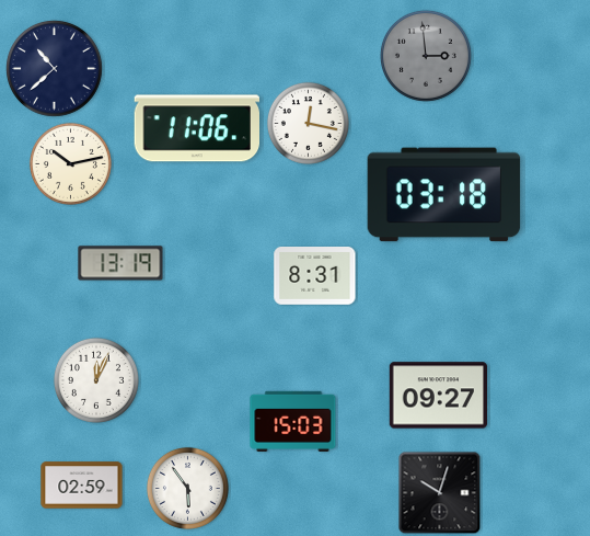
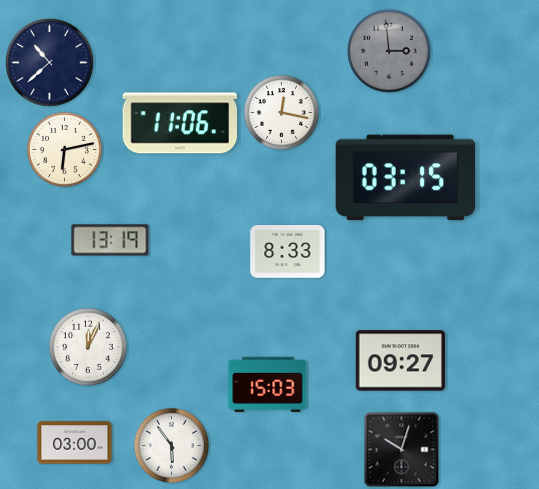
clock at (196, 128) position: (196, 128) -> (179, 123)
clock at (70, 163): 10:13 -> 6:13
clock at (444, 195): 03:18 -> 03:15
clock at (315, 276): 8:31 -> 8:33
clock at (82, 486): 02:59 -> 03:00
